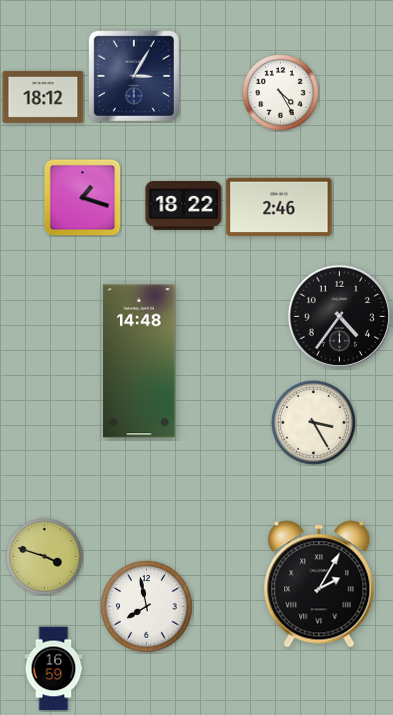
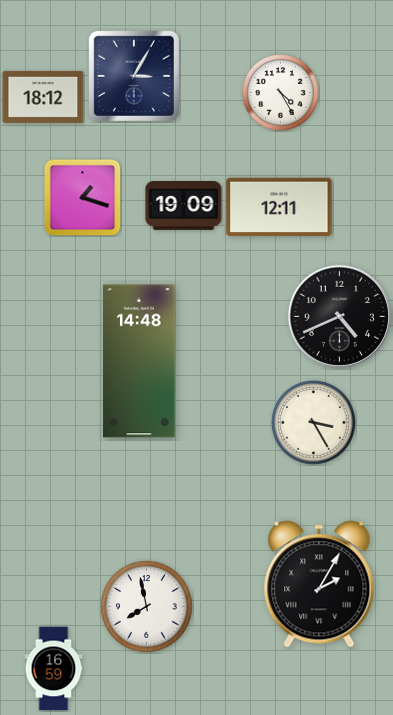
clock at (184, 206): 18:22 -> 19:09
clock at (279, 207): 2:46 -> 12:11
clock at (339, 316): 4:36 -> 4:41
clock at (45, 557): 3:48 -> none
